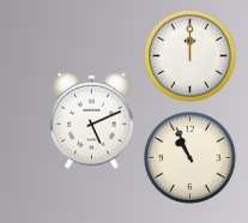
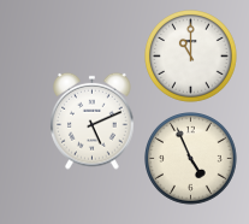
clock at (190, 56): 12:00 -> 11:00
clock at (190, 158): 10:56 -> 4:56
